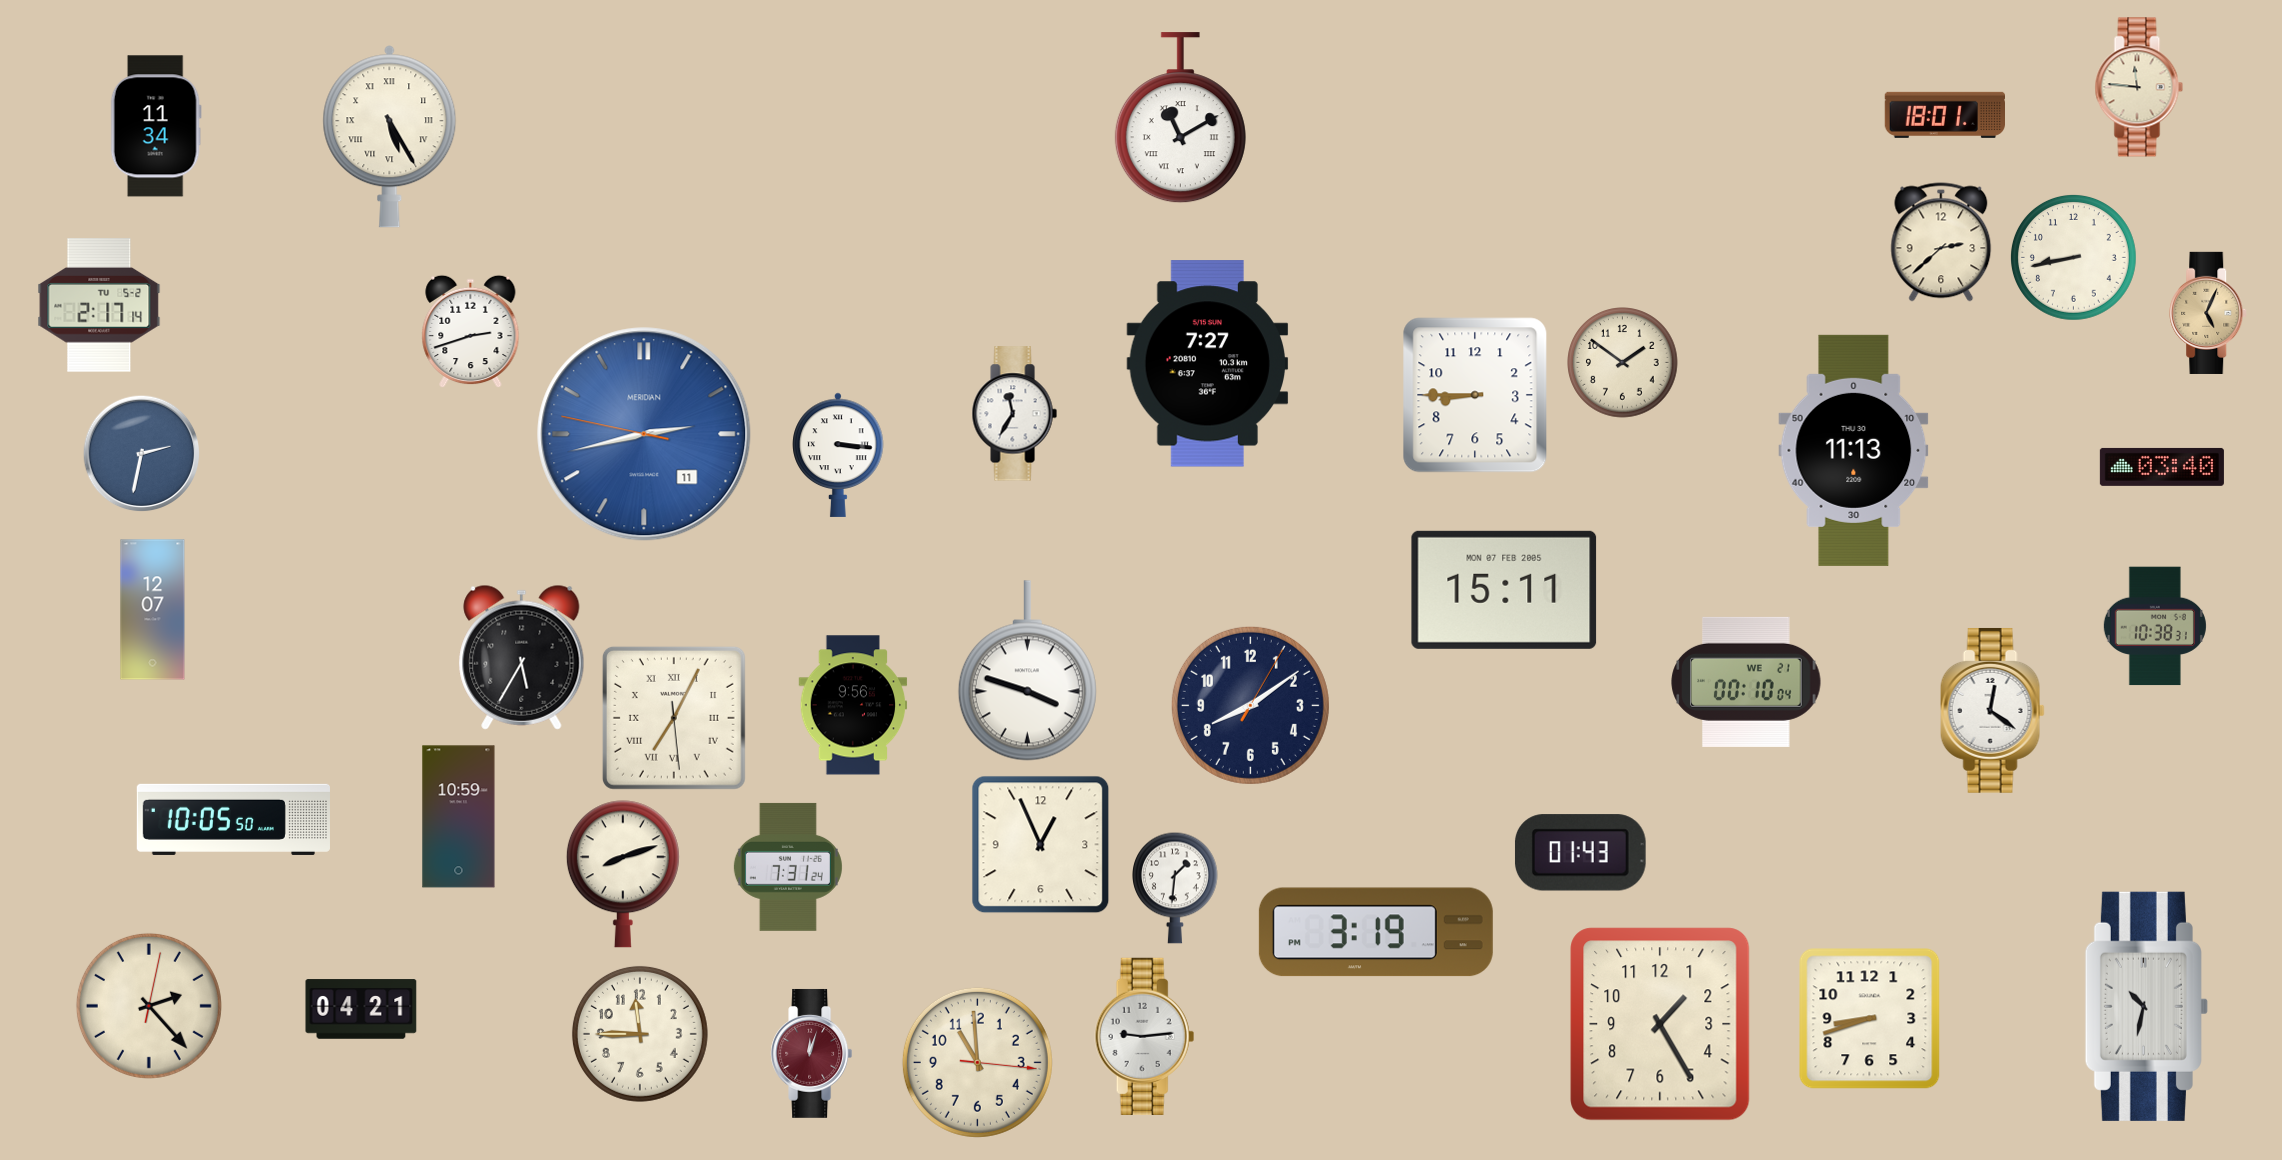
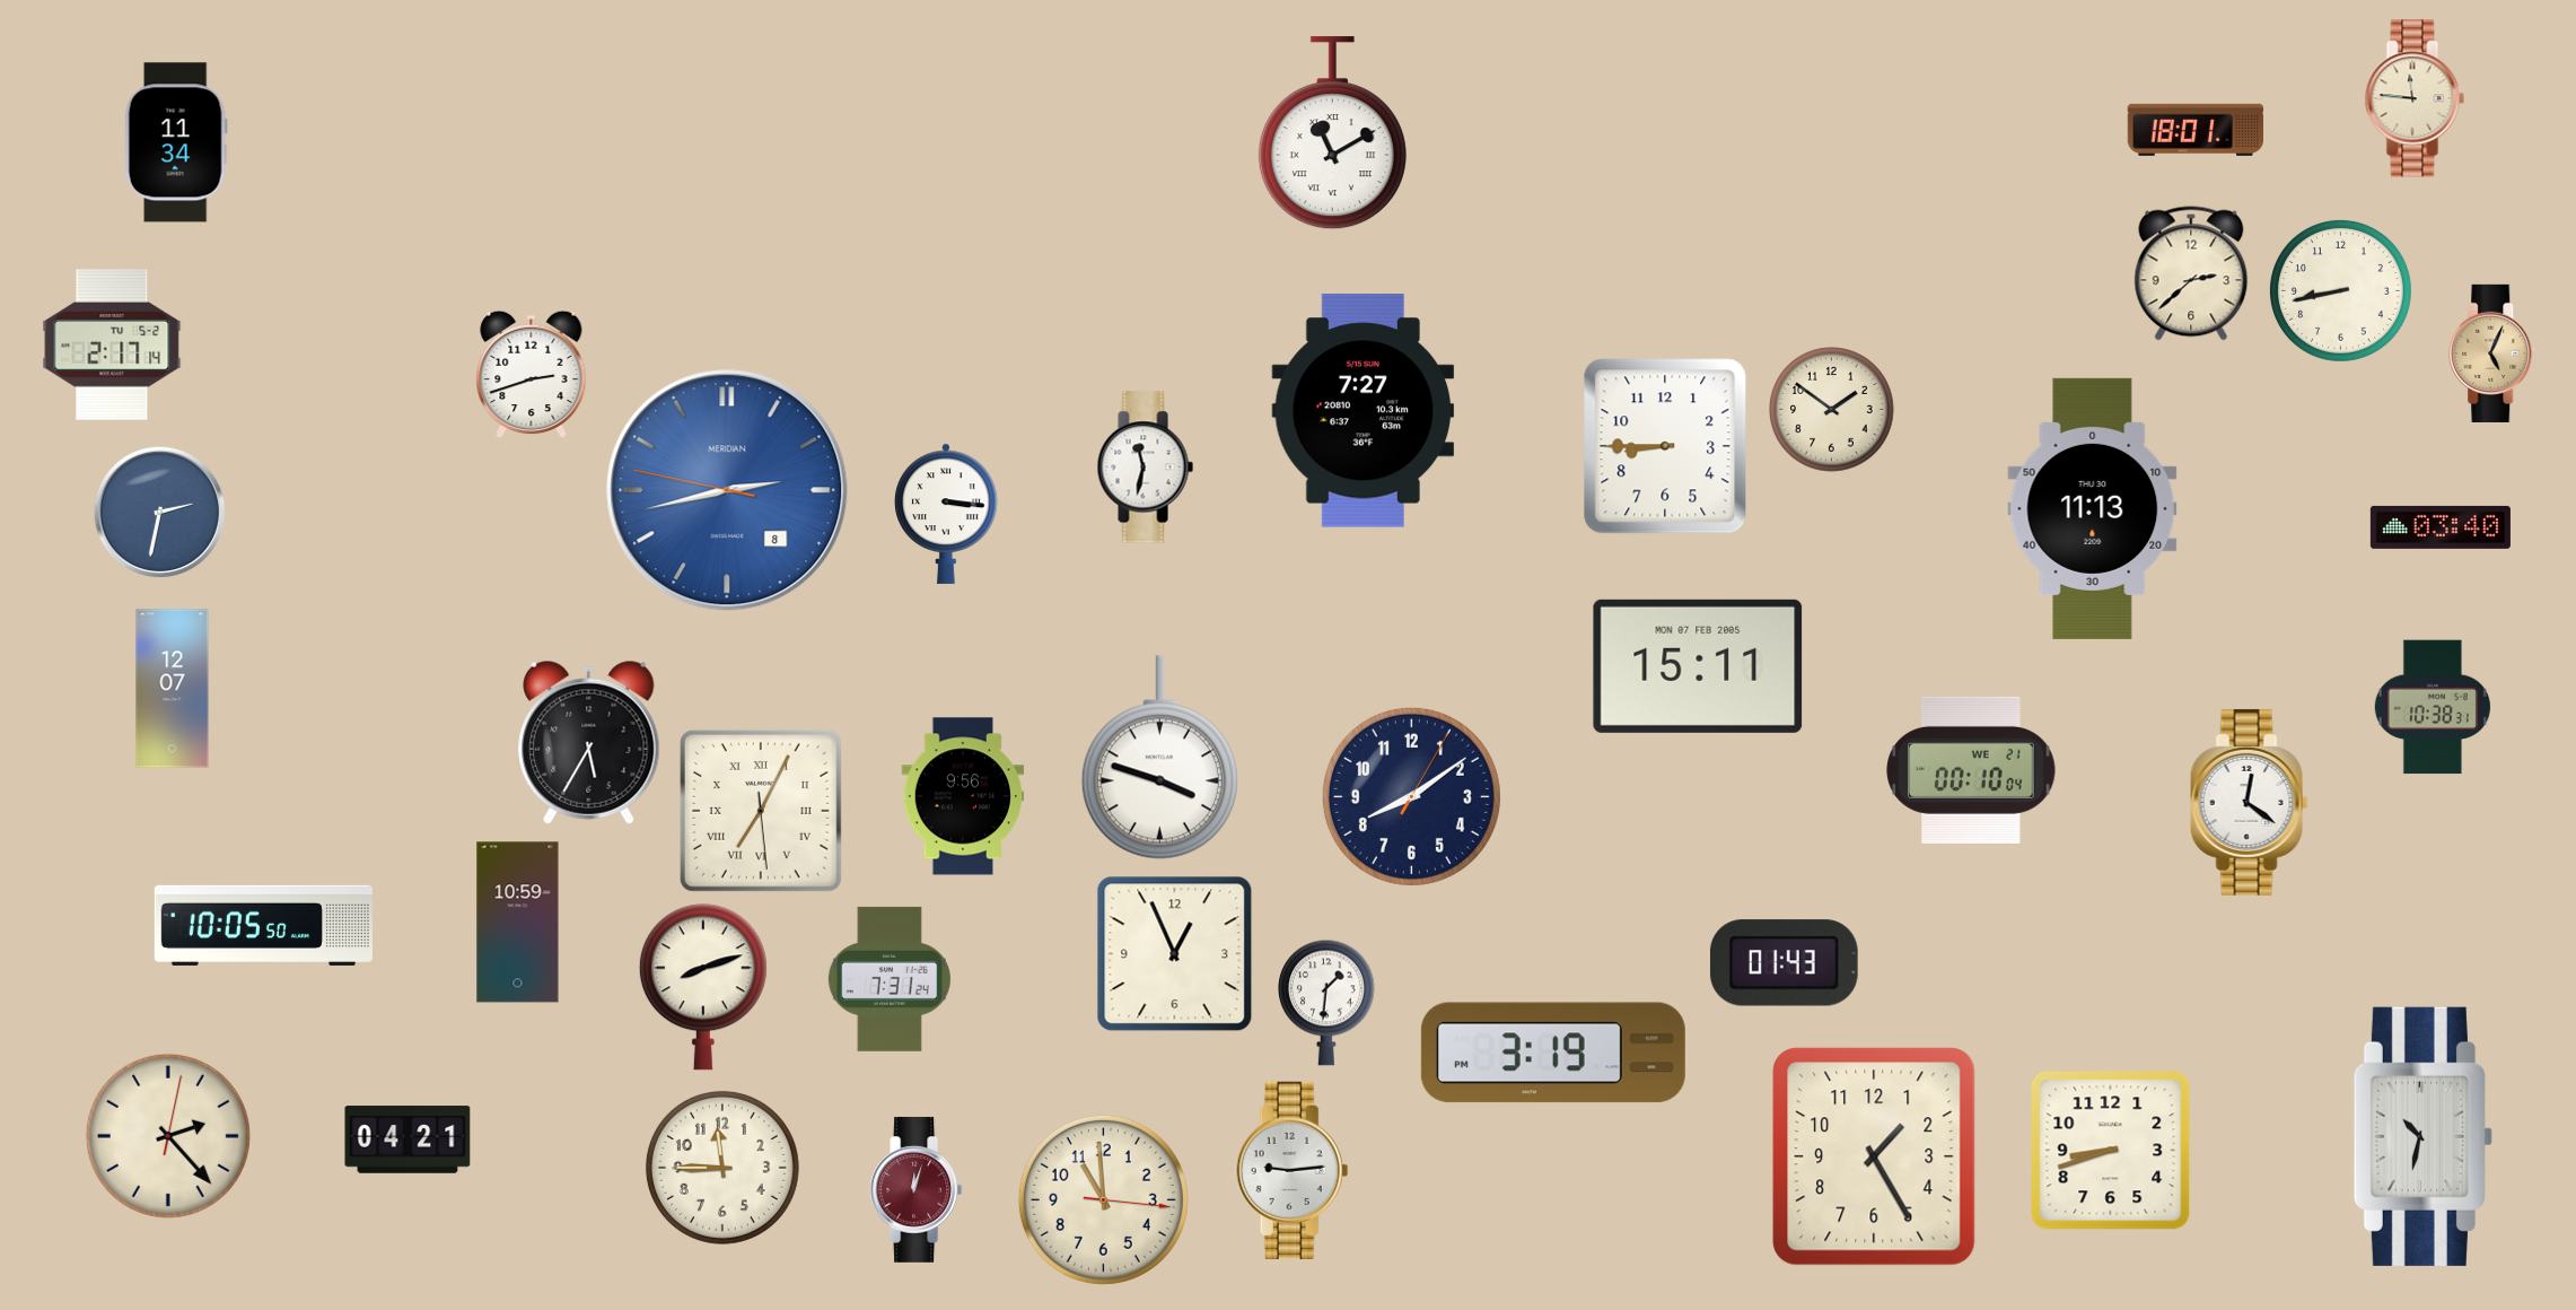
clock at (390, 137): 5:25 -> none
clock at (1014, 414): 11:35 -> 11:32
clock at (644, 434) date: 11 -> 8
